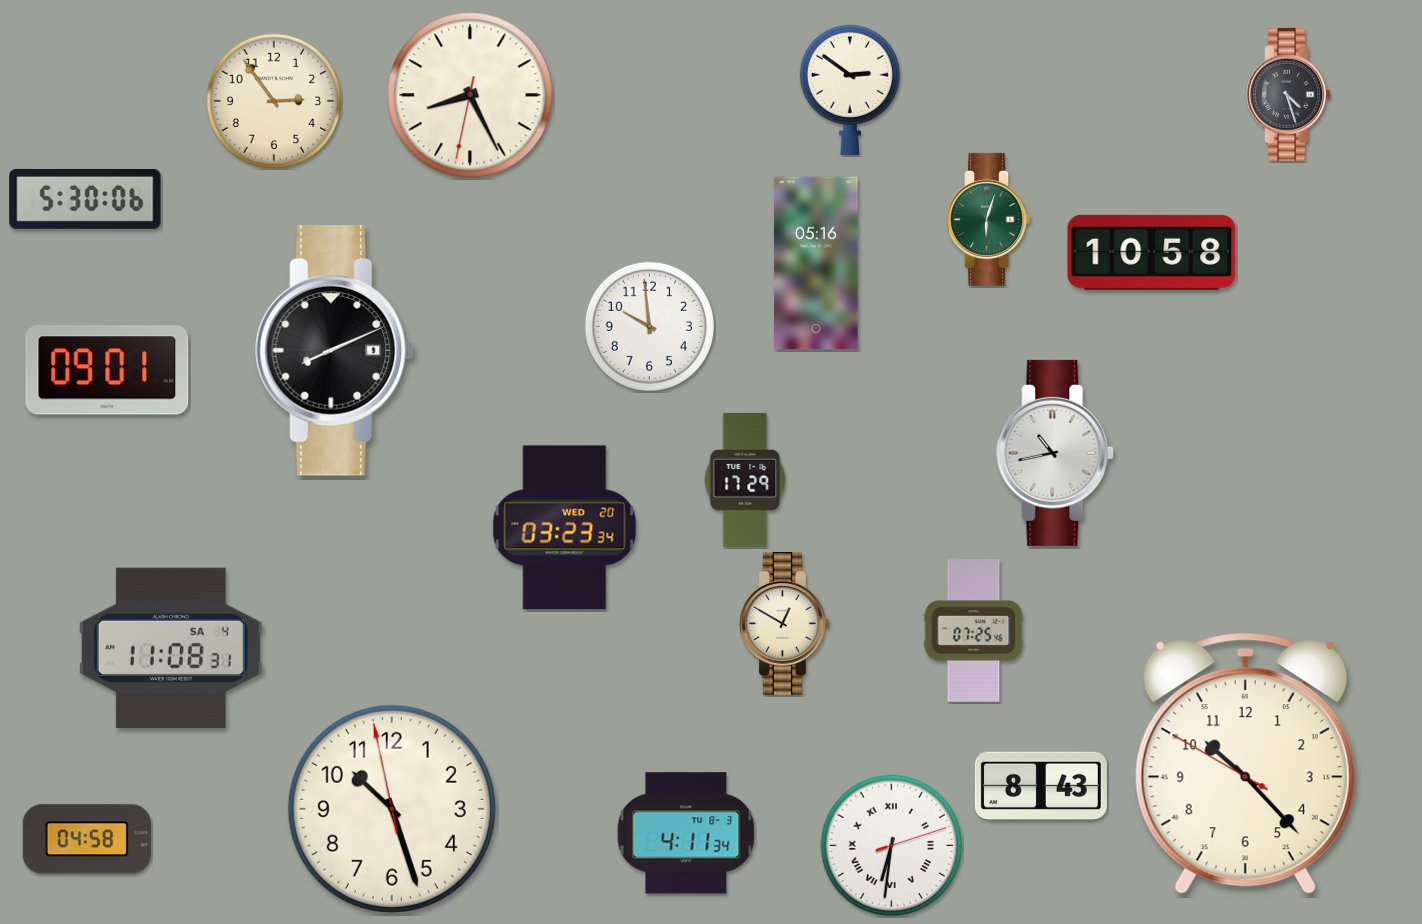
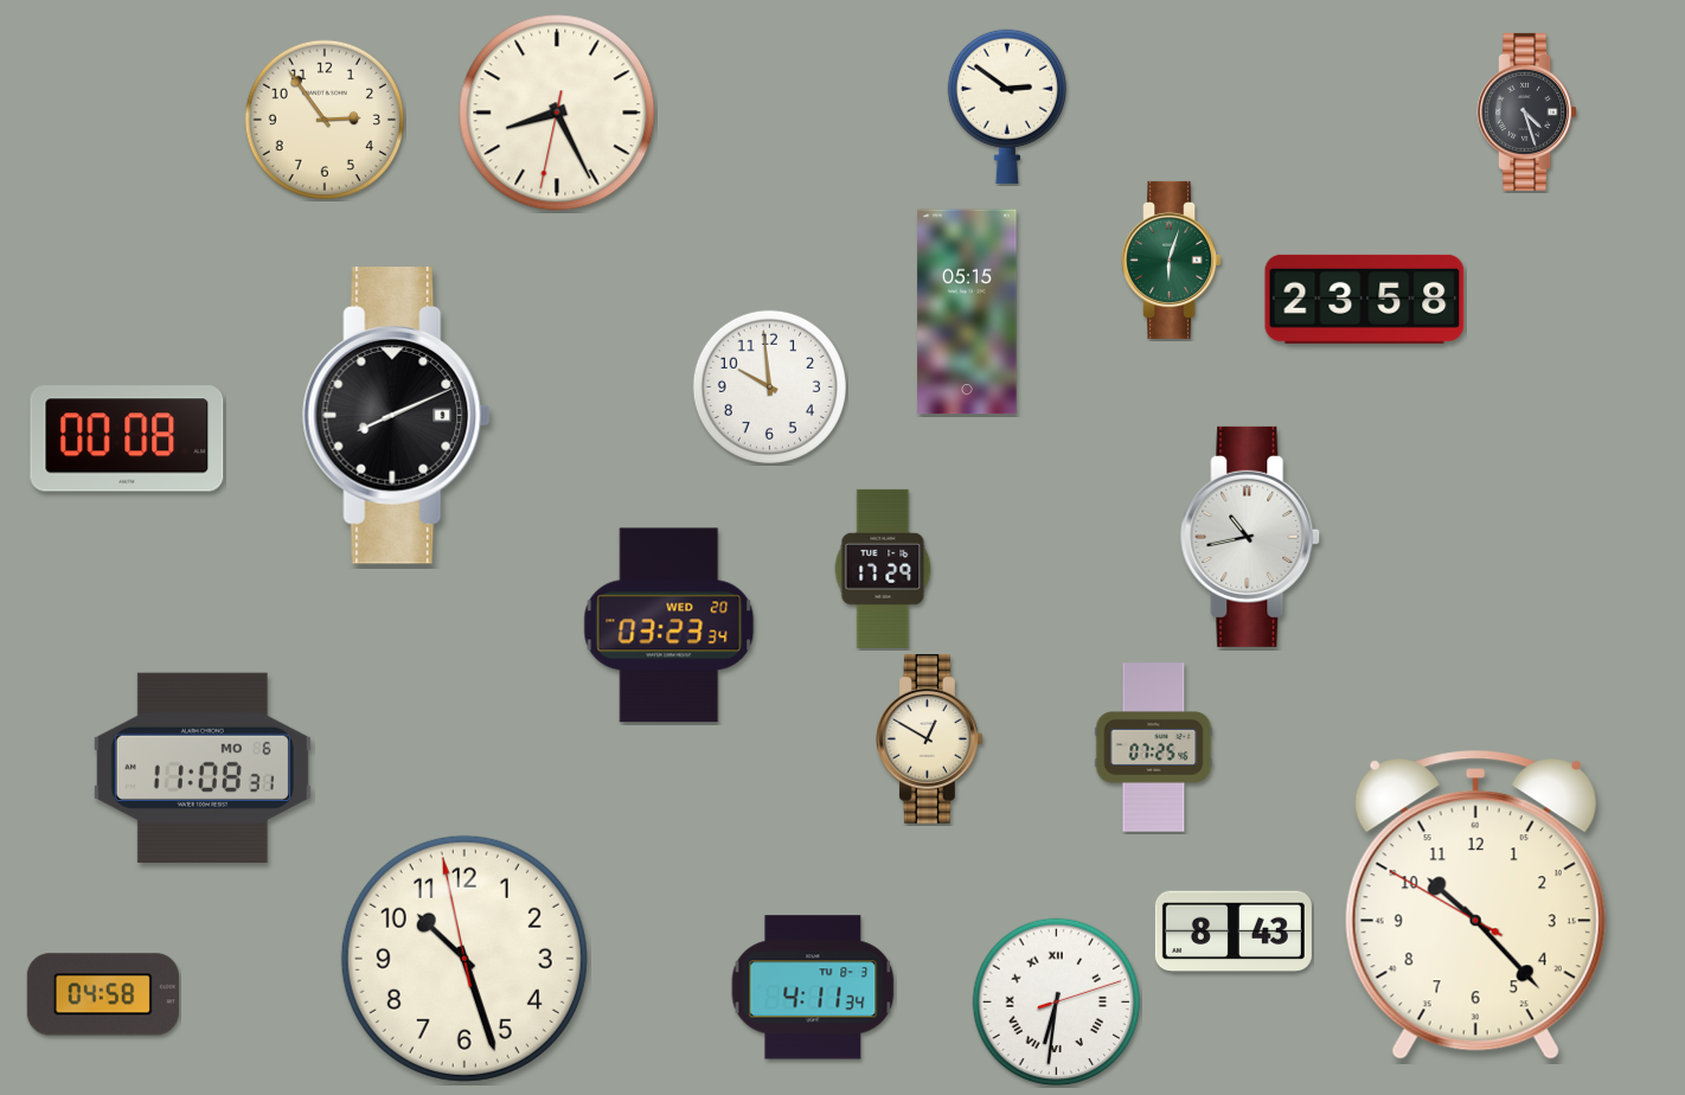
clock at (85, 199): 5:30 -> none
clock at (1152, 252): 10:58 -> 23:58
clock at (816, 263): 05:16 -> 05:15
clock at (107, 370): 09:01 -> 00:08
clock at (171, 648) date: SA 4 -> MO 6
